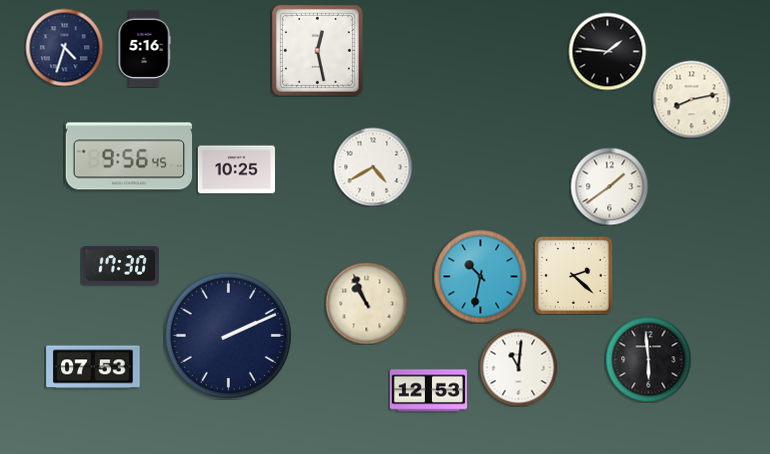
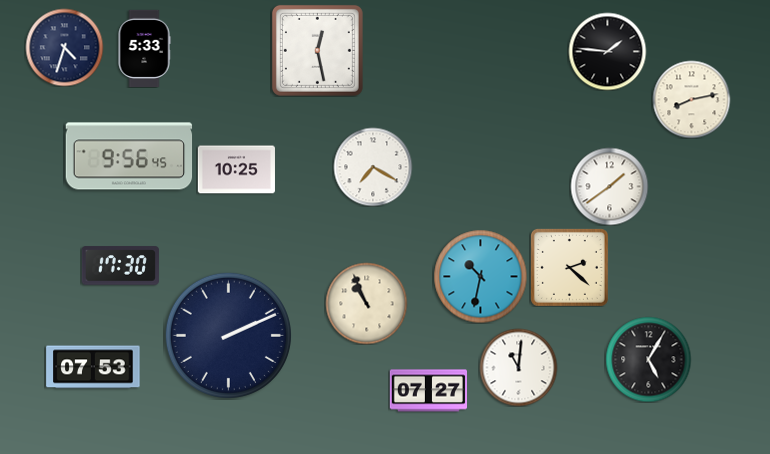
clock at (144, 48): 5:16 -> 5:33
clock at (373, 167): 4:40 -> 7:20
clock at (573, 275) position: (573, 275) -> (569, 267)
clock at (648, 359): 5:59 -> 5:05
clock at (428, 391): 12:53 -> 07:27
